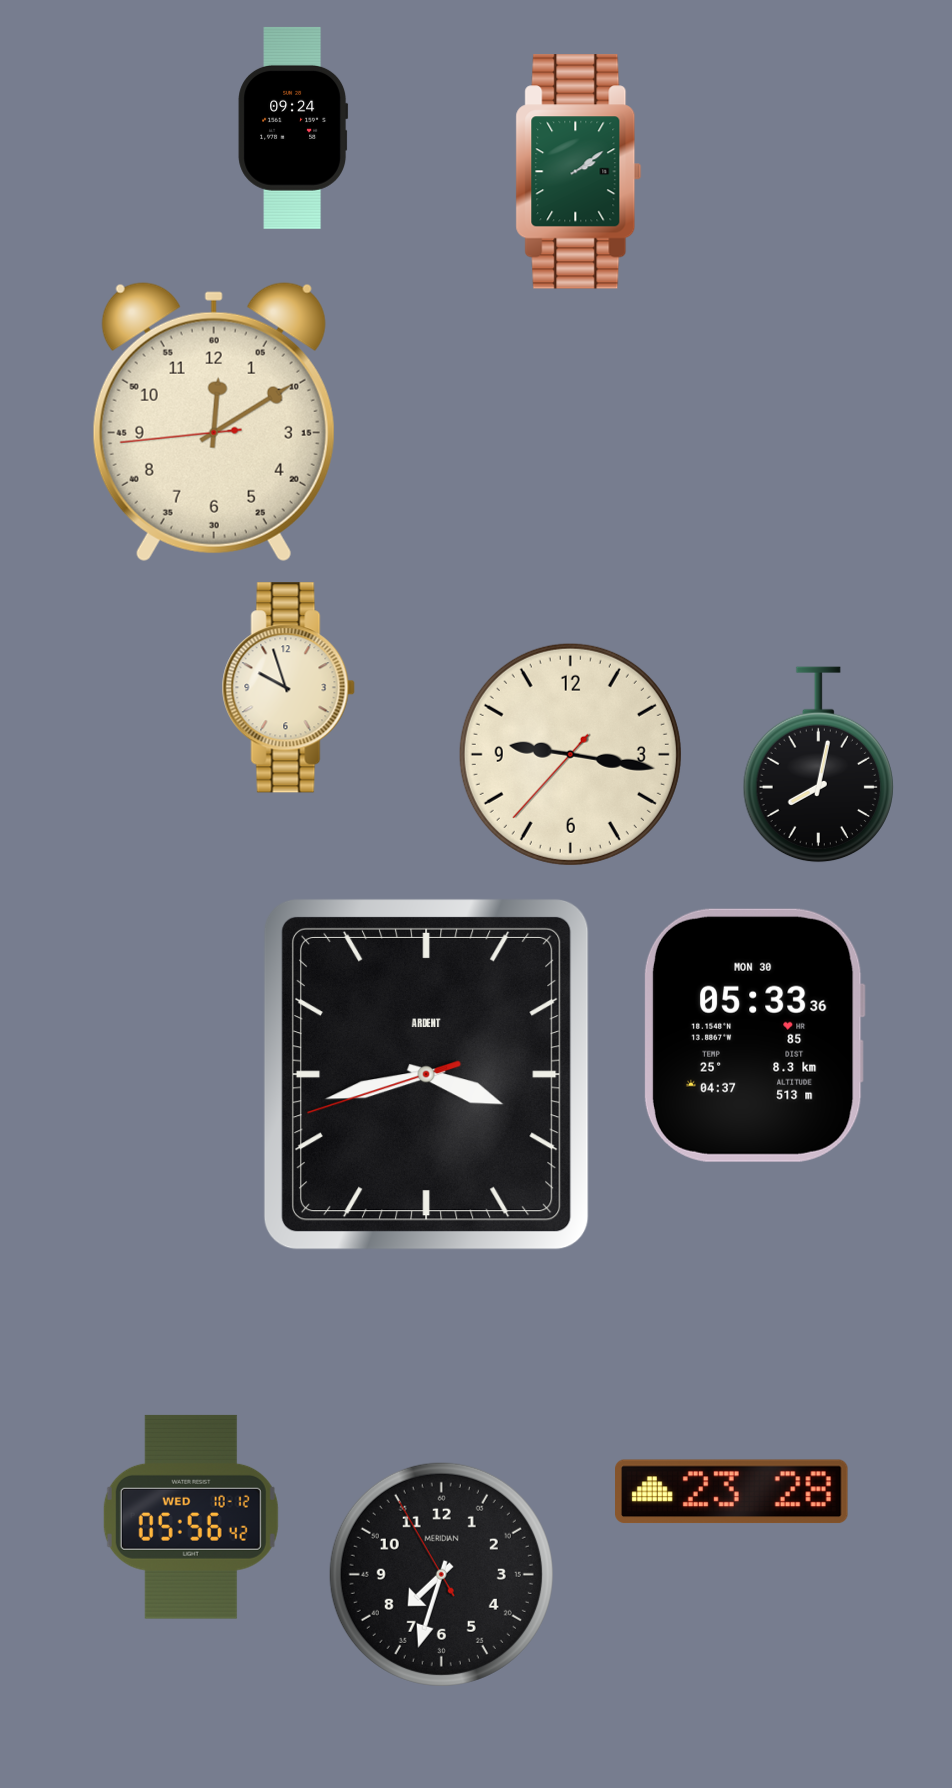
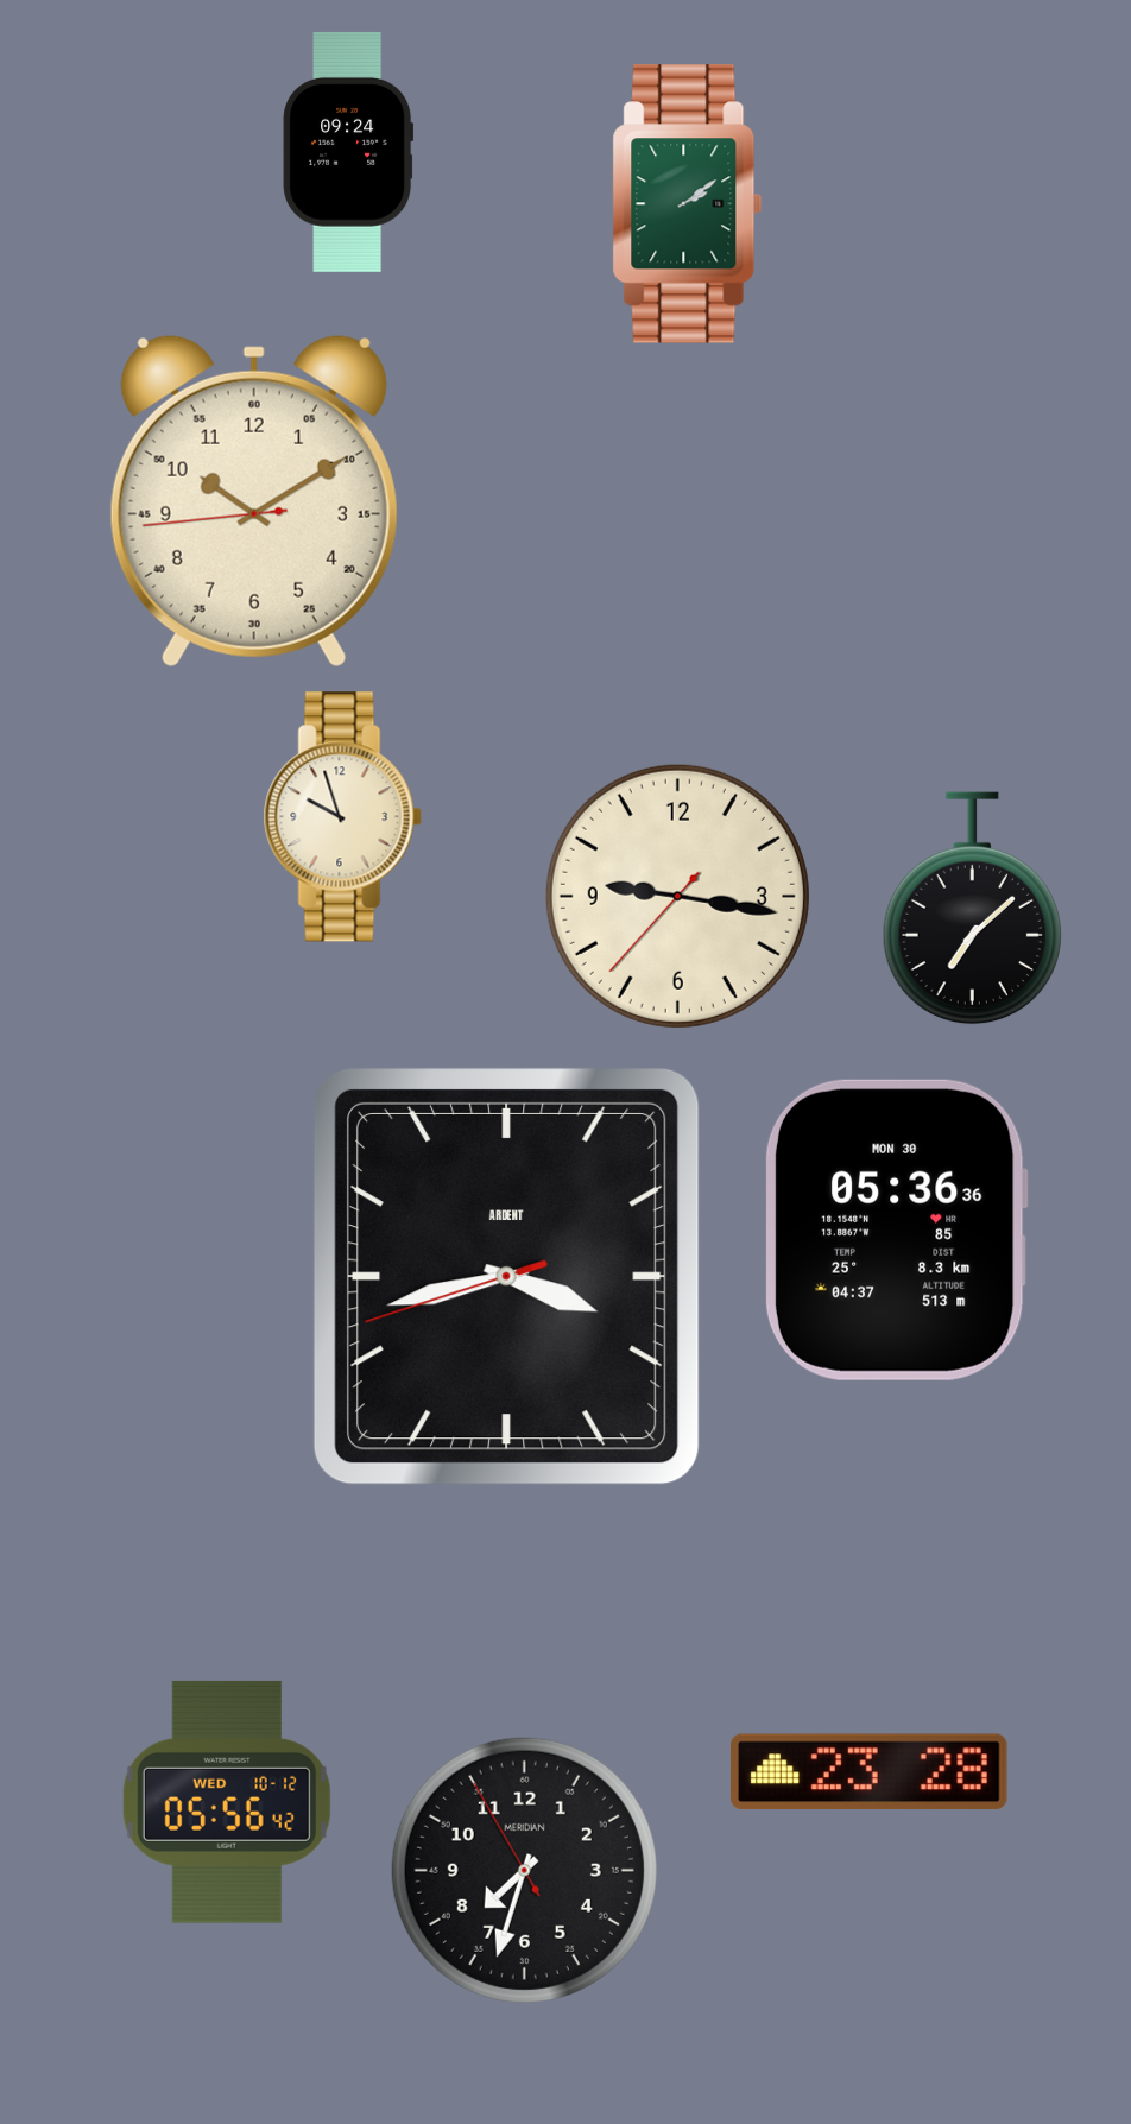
clock at (214, 422): 12:09 -> 10:09
clock at (818, 765): 8:02 -> 7:08
clock at (754, 1035): 05:33 -> 05:36
